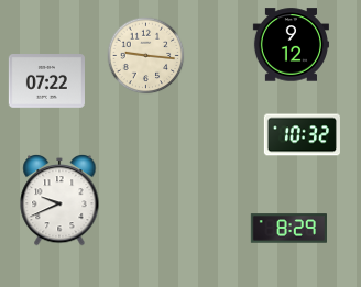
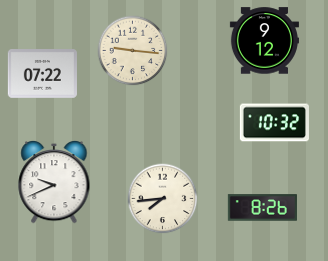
clock at (163, 199): none -> 7:44
clock at (288, 229): 8:29 -> 8:26
